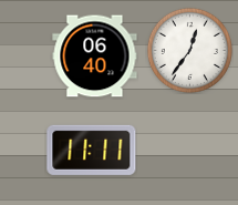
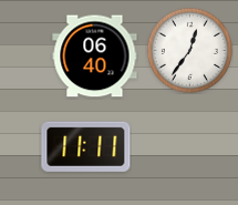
clock at (92, 150) position: (92, 150) -> (86, 146)
